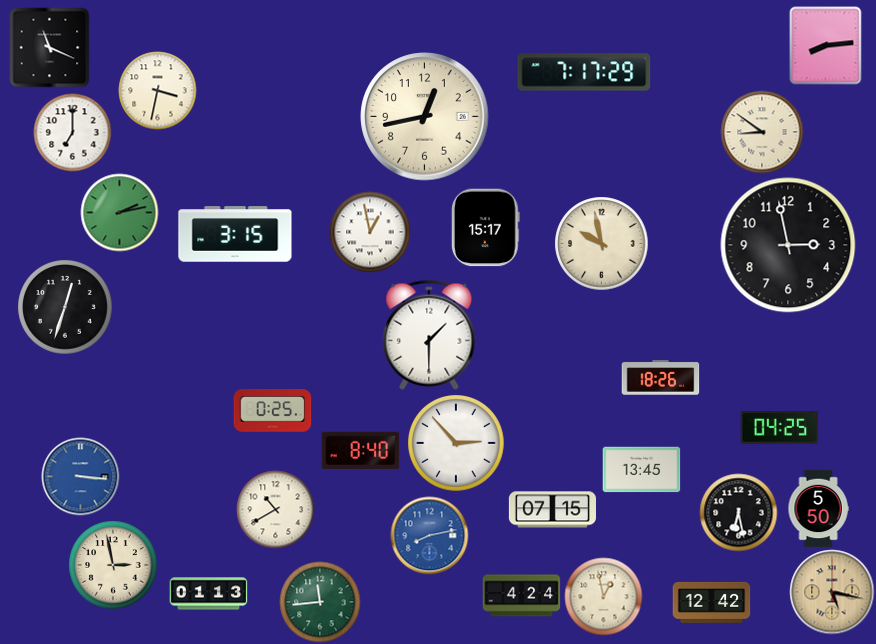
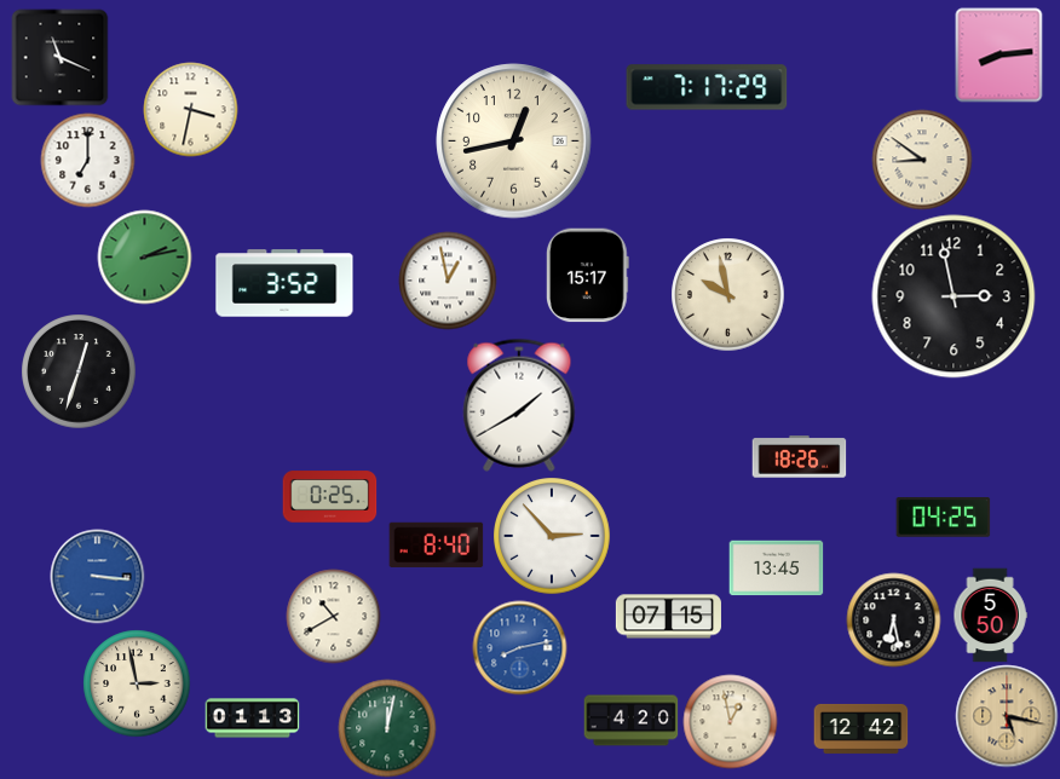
clock at (235, 234): 3:15 -> 3:52
clock at (429, 335): 1:30 -> 1:40
clock at (521, 596): 4:24 -> 4:20
clock at (320, 602): 11:44 -> 12:02
